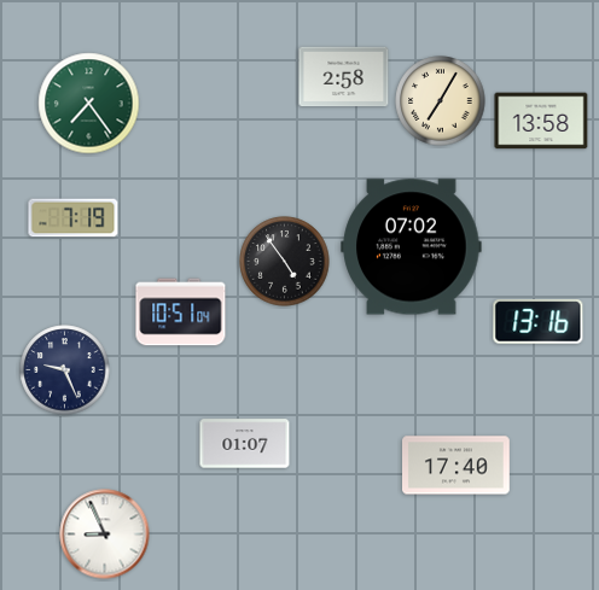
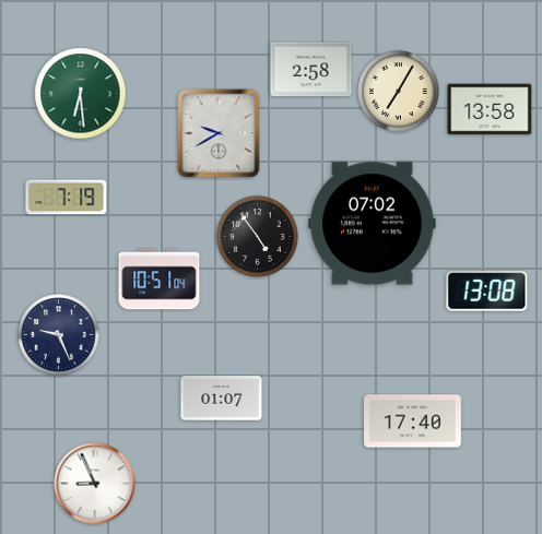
clock at (89, 104): 7:24 -> 6:29
clock at (219, 133): none -> 9:40
clock at (181, 312) position: (181, 312) -> (160, 280)
clock at (539, 322): 13:16 -> 13:08
clock at (245, 444) position: (245, 444) -> (222, 399)
